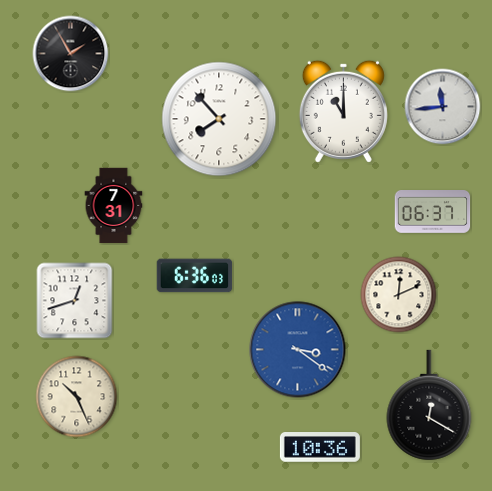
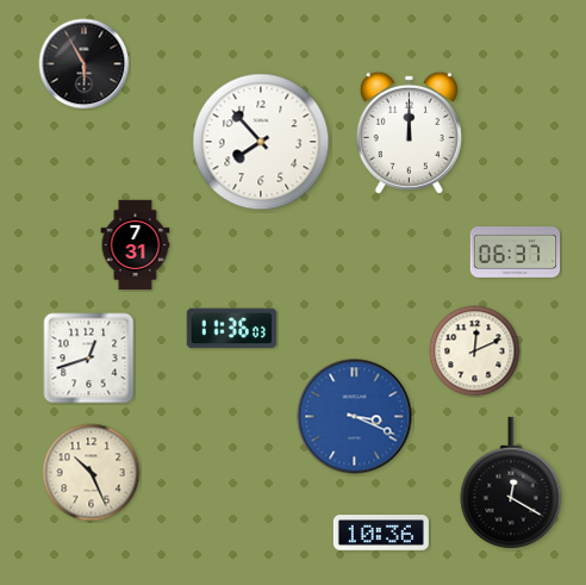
clock at (71, 54): 1:55 -> 5:55
clock at (443, 107): 11:44 -> none
clock at (343, 111): 11:00 -> 12:00
clock at (195, 276): 6:36 -> 11:36
clock at (298, 350): 3:21 -> 3:19
